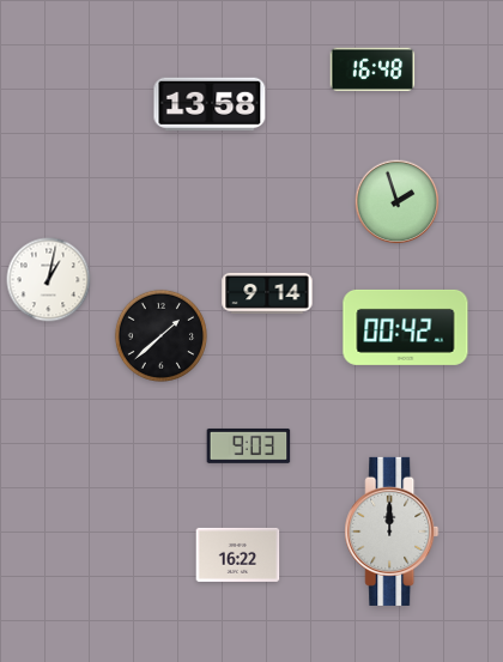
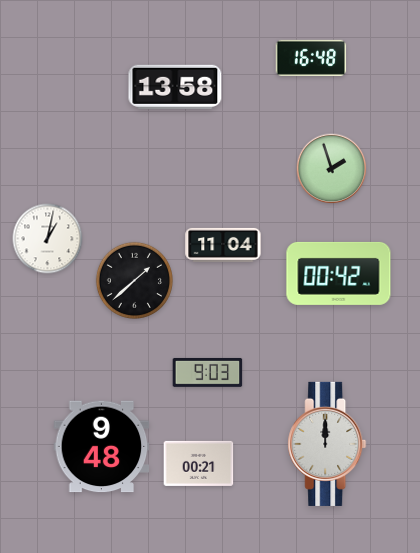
clock at (49, 280) position: (49, 280) -> (48, 239)
clock at (267, 293): 9:14 -> 11:04
clock at (102, 447): none -> 9:48
clock at (238, 554): 16:22 -> 00:21
